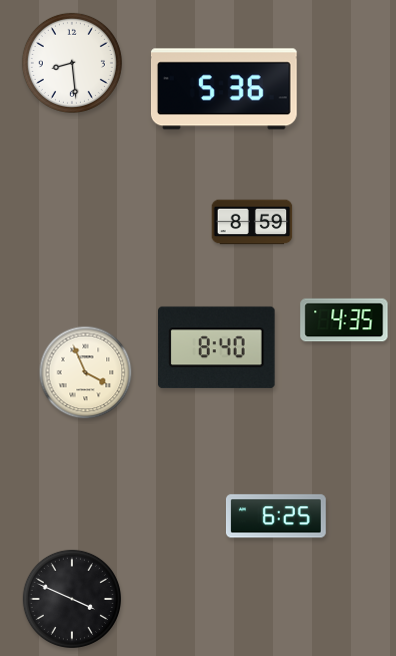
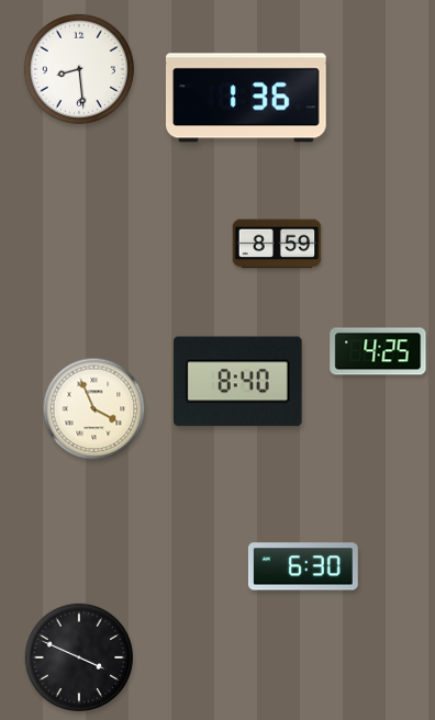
clock at (224, 89): 5:36 -> 1:36
clock at (344, 320): 4:35 -> 4:25
clock at (276, 516): 6:25 -> 6:30
